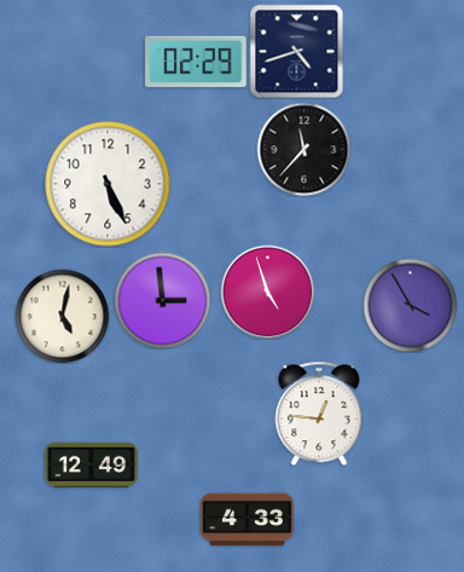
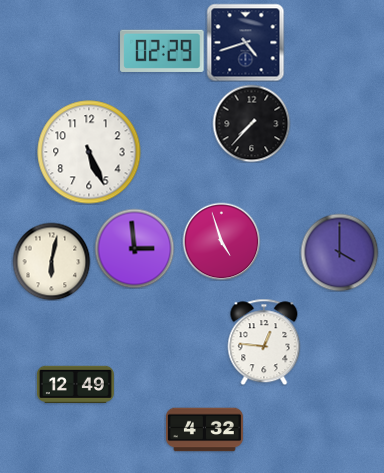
clock at (303, 149): 11:37 -> 7:37
clock at (410, 305): 3:55 -> 4:00
clock at (62, 316): 5:02 -> 6:02
clock at (246, 520): 4:33 -> 4:32
